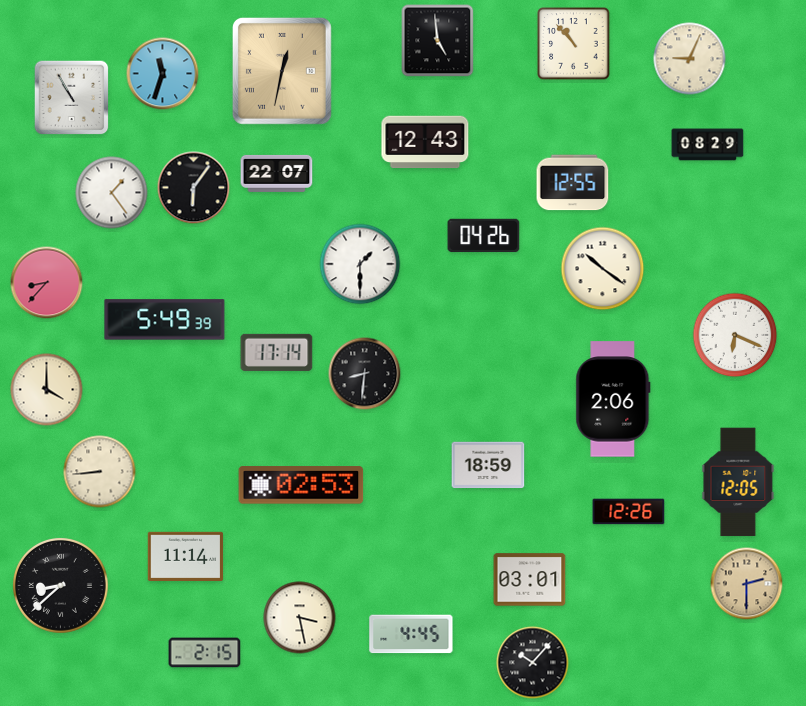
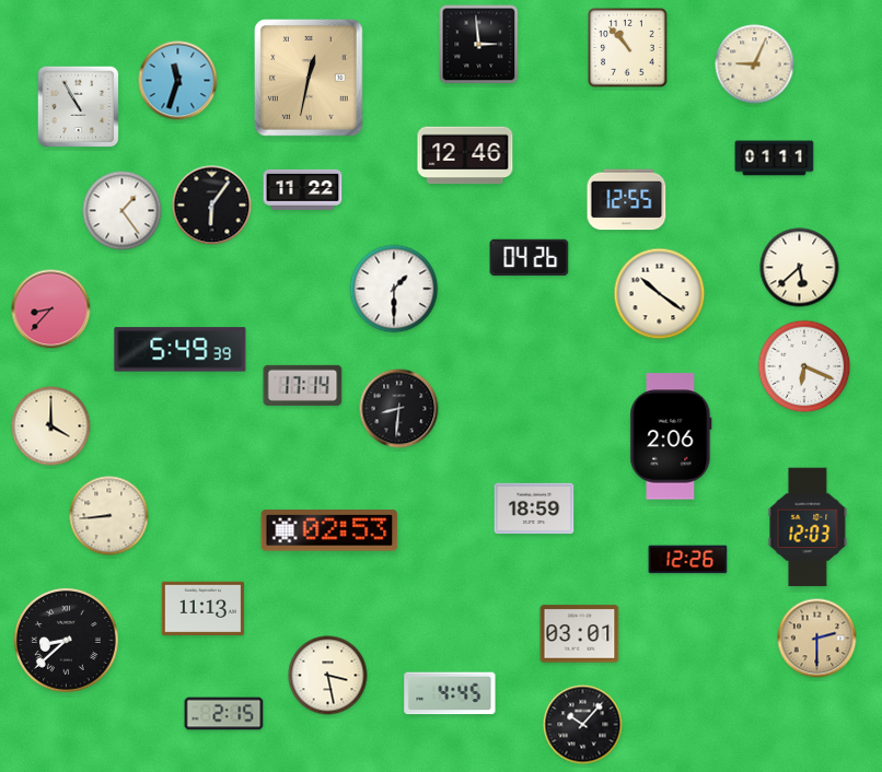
clock at (438, 41): 4:59 -> 2:59
clock at (425, 142): 12:43 -> 12:46
clock at (708, 145): 08:29 -> 01:11
clock at (277, 173): 22:07 -> 11:22
clock at (800, 268): none -> 5:38
clock at (738, 482): 12:05 -> 12:03
clock at (186, 556): 11:14 -> 11:13
